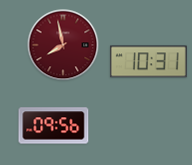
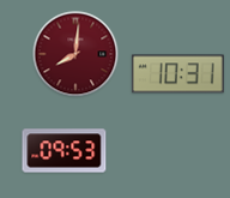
clock at (63, 45): 7:58 -> 8:01
clock at (54, 126): 09:56 -> 09:53
